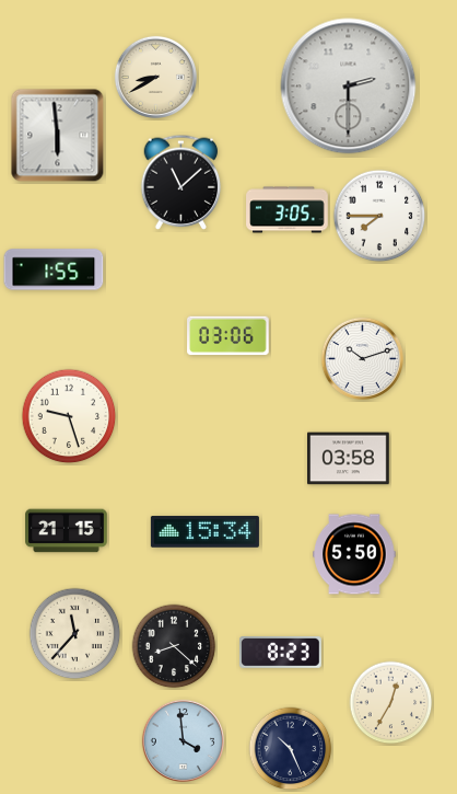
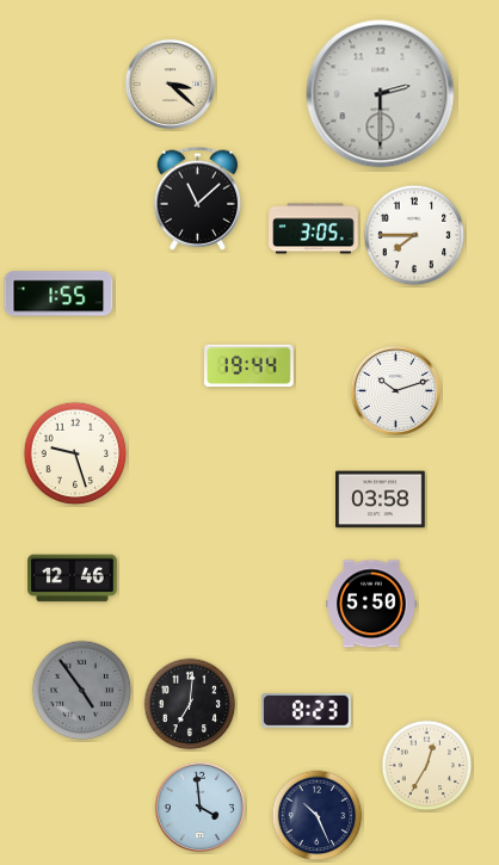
clock at (155, 77): 8:40 -> 3:22
clock at (58, 136): 5:59 -> none
clock at (228, 336): 03:06 -> 19:44
clock at (67, 531): 21:15 -> 12:46
clock at (204, 532): 15:34 -> none
clock at (354, 554) position: (354, 554) -> (371, 604)
clock at (75, 634): 11:37 -> 4:54
clock at (75, 634) dial: cream -> grey
clock at (174, 646): 8:22 -> 7:01
